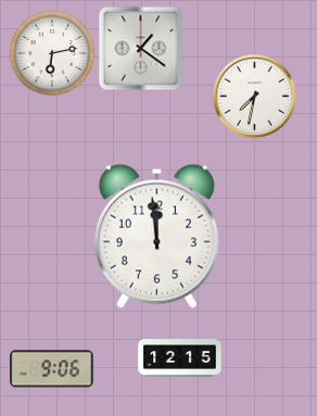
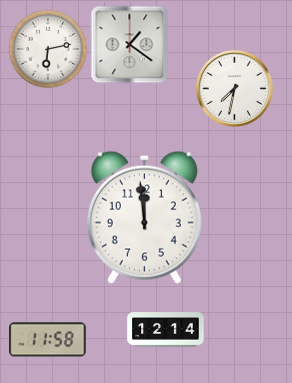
clock at (180, 358): 12:15 -> 12:14
clock at (52, 369): 9:06 -> 11:58
